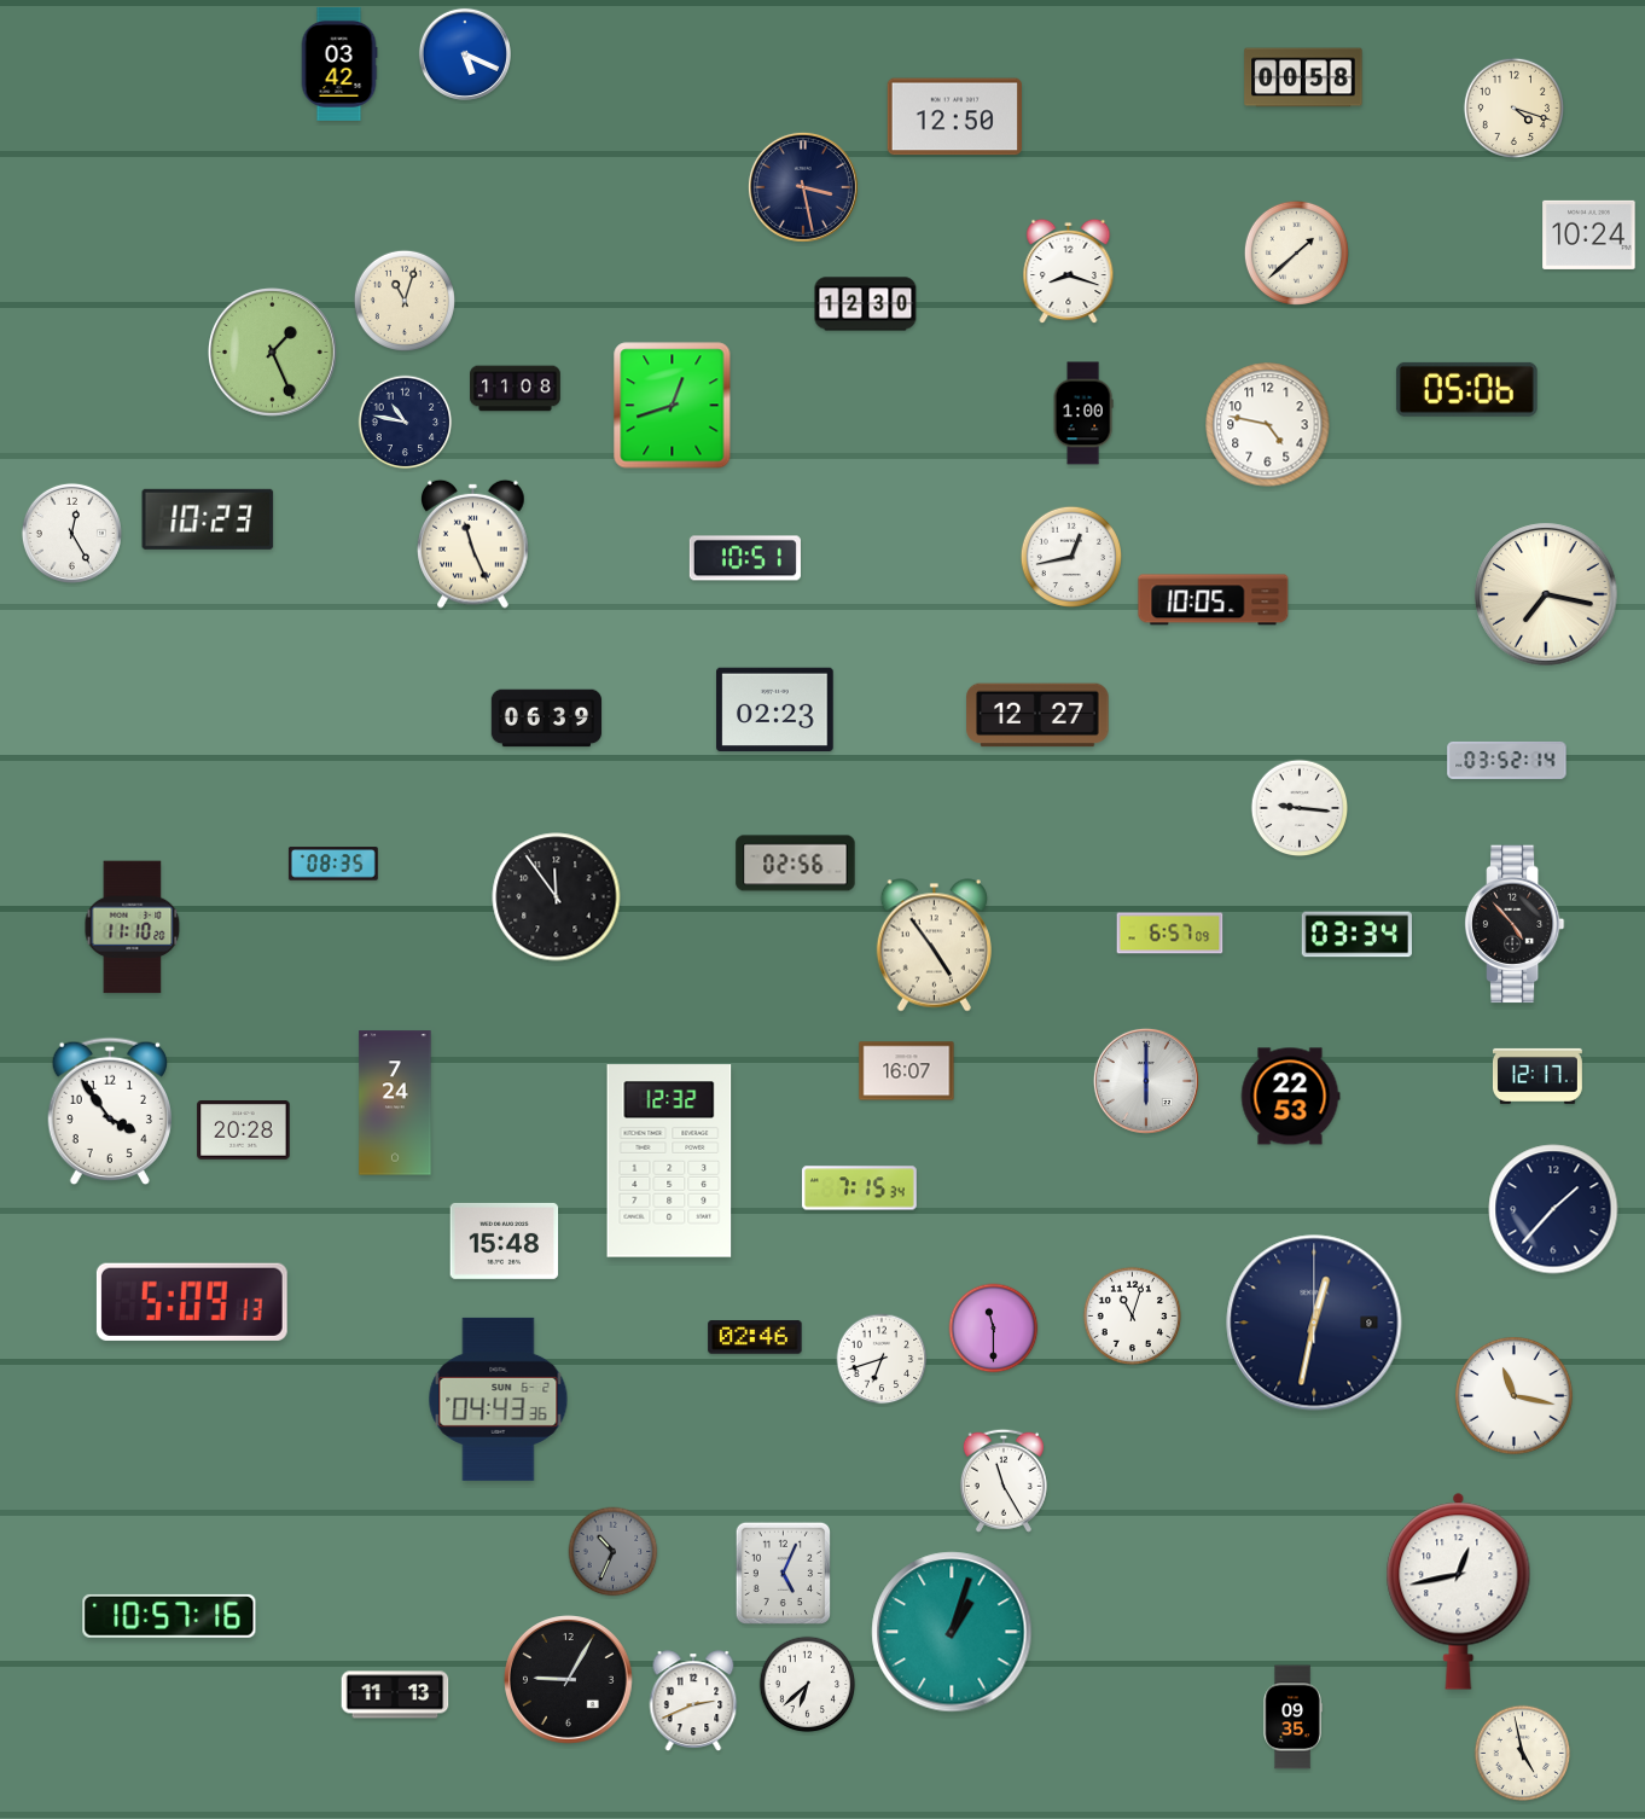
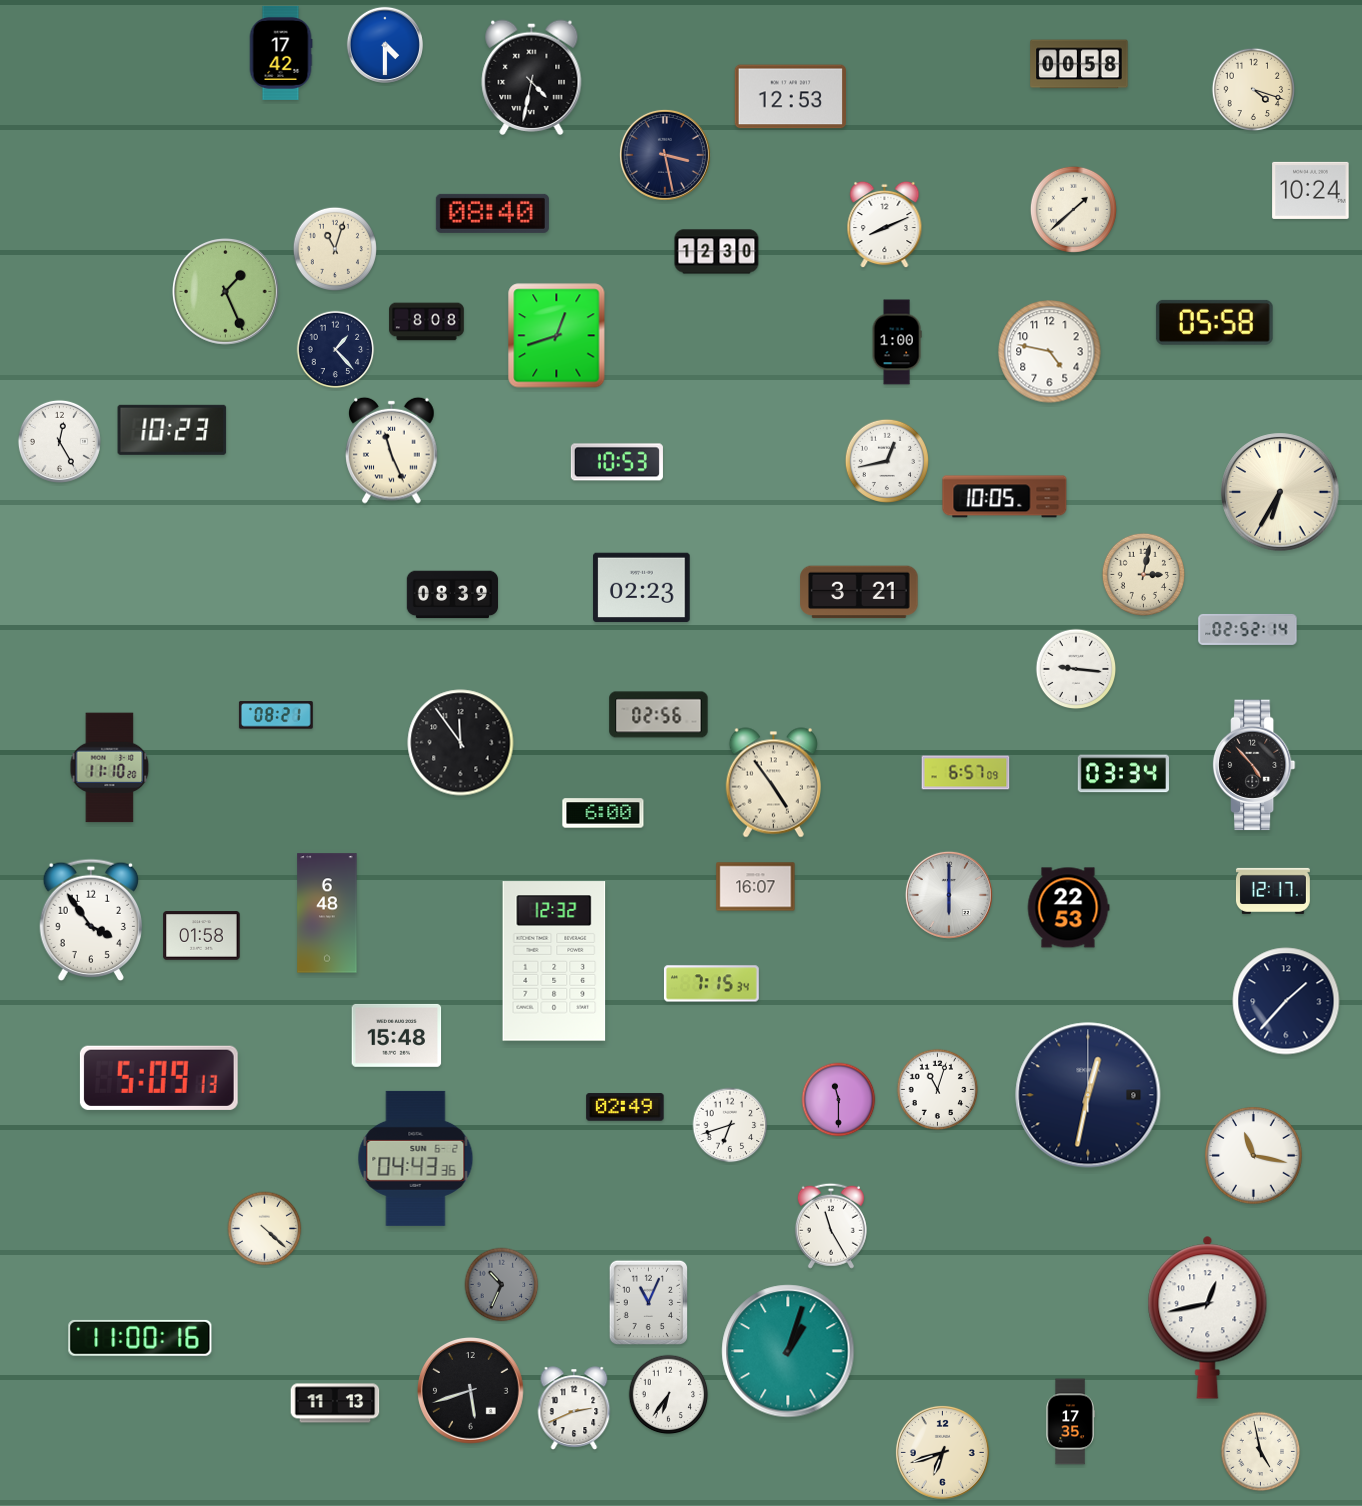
clock at (465, 54): 5:19 -> 4:30
clock at (339, 64): 03:42 -> 17:42
clock at (532, 77): none -> 4:32
clock at (954, 117): 12:50 -> 12:53
clock at (1589, 234) position: (1589, 234) -> (1311, 190)
clock at (492, 213): none -> 08:40
clock at (1069, 272): 8:18 -> 8:11
clock at (516, 389): 11:08 -> 8:08
clock at (1466, 389): 05:06 -> 05:58
clock at (406, 423): 10:47 -> 1:23
clock at (745, 558): 10:51 -> 10:53
clock at (1546, 594): 7:17 -> 6:35
clock at (1143, 574): none -> 3:02
clock at (1037, 715): 12:27 -> 3:21
clock at (547, 719): 06:39 -> 08:39
clock at (1507, 760): 03:52 -> 02:52
clock at (333, 864): 08:35 -> 08:21
clock at (1170, 934) position: (1170, 934) -> (966, 773)
clock at (603, 813): none -> 6:00
clock at (907, 1071) position: (907, 1071) -> (756, 887)
clock at (395, 1103): 7:24 -> 6:48
clock at (244, 1131): 20:28 -> 01:58
clock at (505, 1240) position: (505, 1240) -> (397, 1035)
clock at (994, 1329) position: (994, 1329) -> (839, 1100)
clock at (755, 1337): 02:46 -> 02:49
clock at (499, 1399) position: (499, 1399) -> (416, 1158)
clock at (265, 1229): none -> 4:22
clock at (614, 1552) position: (614, 1552) -> (502, 1285)
clock at (783, 1573): 5:04 -> 11:04
clock at (169, 1616): 10:57 -> 11:00
clock at (569, 1680): 9:05 -> 5:42
clock at (808, 1685): 6:38 -> 6:36
clock at (395, 1695) position: (395, 1695) -> (335, 1403)
clock at (1292, 1718): 09:35 -> 17:35
clock at (942, 1452): none -> 6:42
